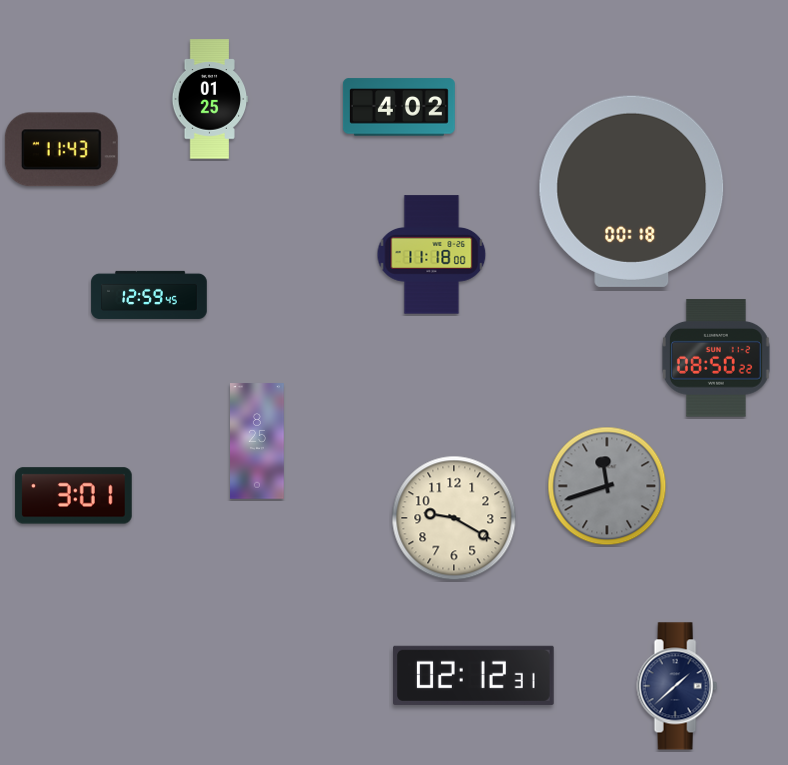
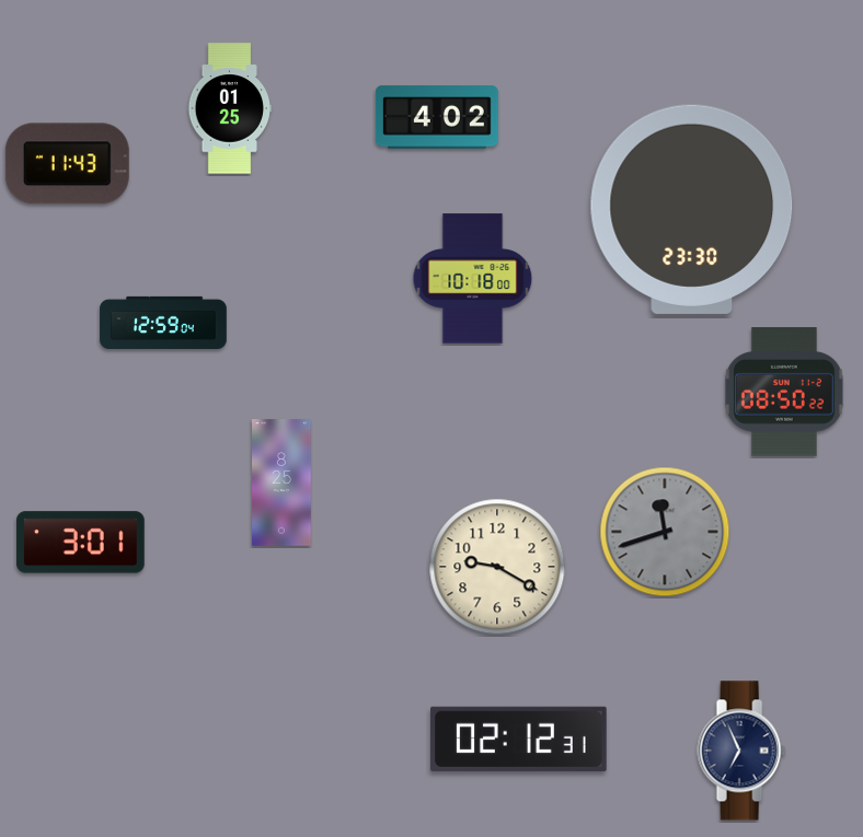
clock at (632, 191): 00:18 -> 23:30
clock at (432, 255): 11:18 -> 10:18
clock at (149, 295): 12:59:45 -> 12:59:04
clock at (677, 686): 1:38 -> 6:56
